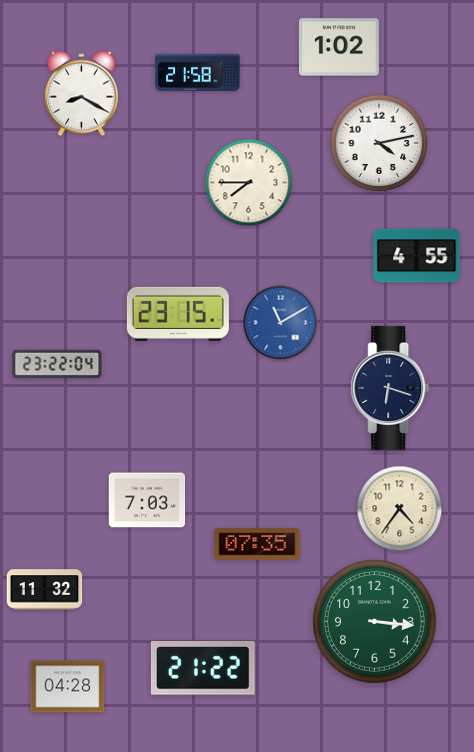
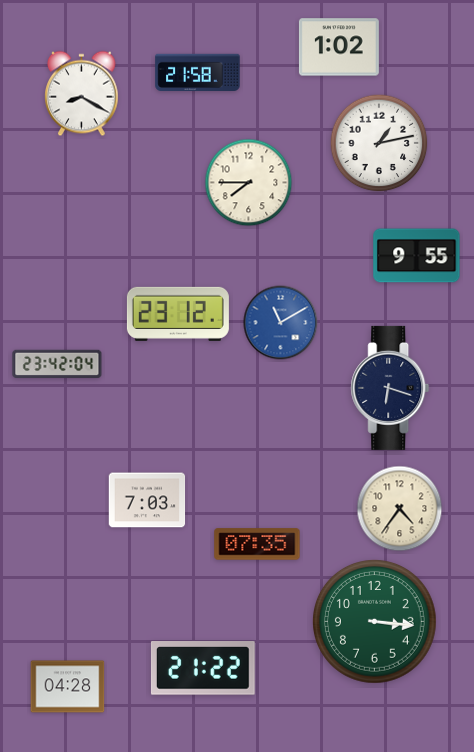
clock at (379, 143): 4:13 -> 1:13
clock at (417, 256): 4:55 -> 9:55
clock at (178, 314): 23:15 -> 23:12
clock at (57, 364): 23:22 -> 23:42
clock at (45, 590): 11:32 -> none
